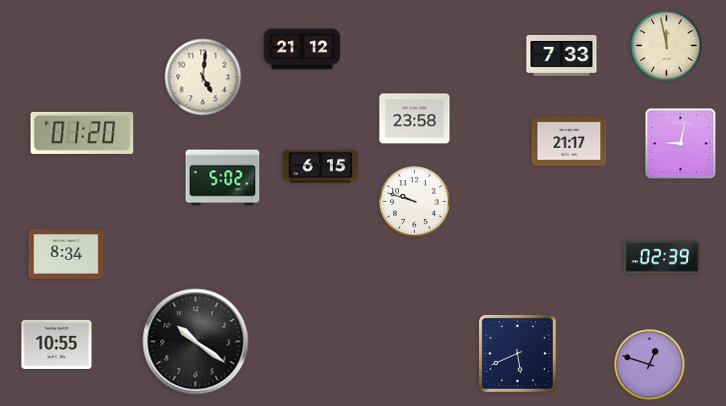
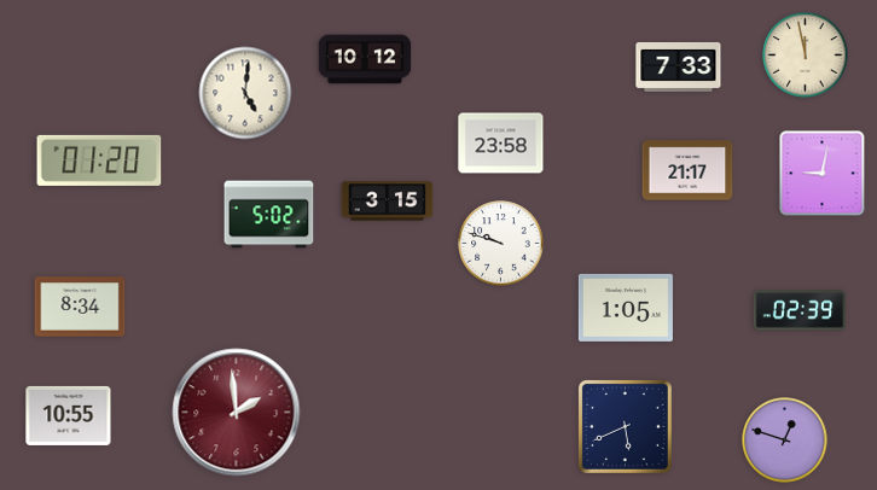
clock at (302, 49): 21:12 -> 10:12
clock at (321, 167): 6:15 -> 3:15
clock at (626, 308): none -> 1:05
clock at (196, 342): 10:21 -> 1:59
clock at (196, 342) dial: black -> burgundy
